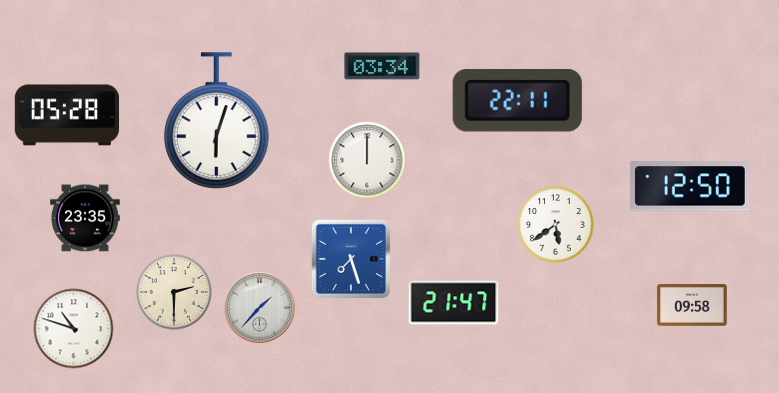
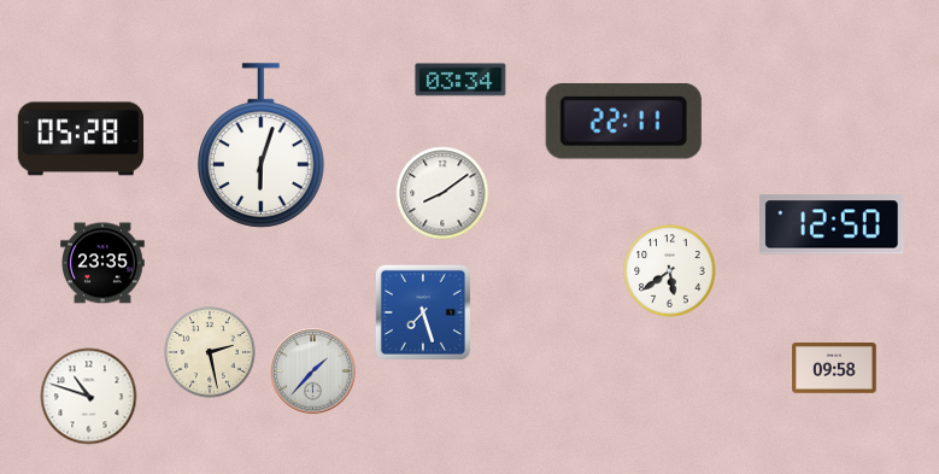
clock at (367, 160): 12:00 -> 8:09
clock at (174, 292): 2:30 -> 2:28
clock at (454, 303): 21:47 -> none
